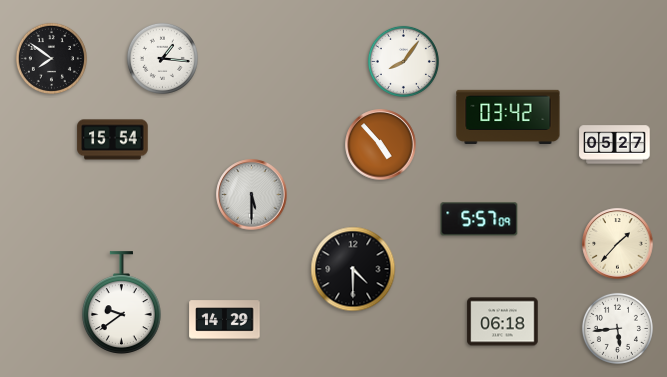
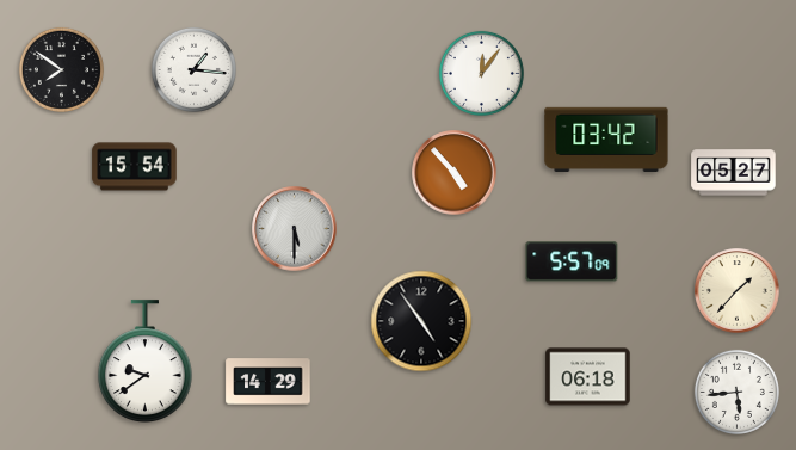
clock at (403, 61): 8:06 -> 12:06
clock at (252, 195) position: (252, 195) -> (295, 229)
clock at (353, 269): 4:30 -> 4:54
clock at (503, 322) position: (503, 322) -> (588, 377)
